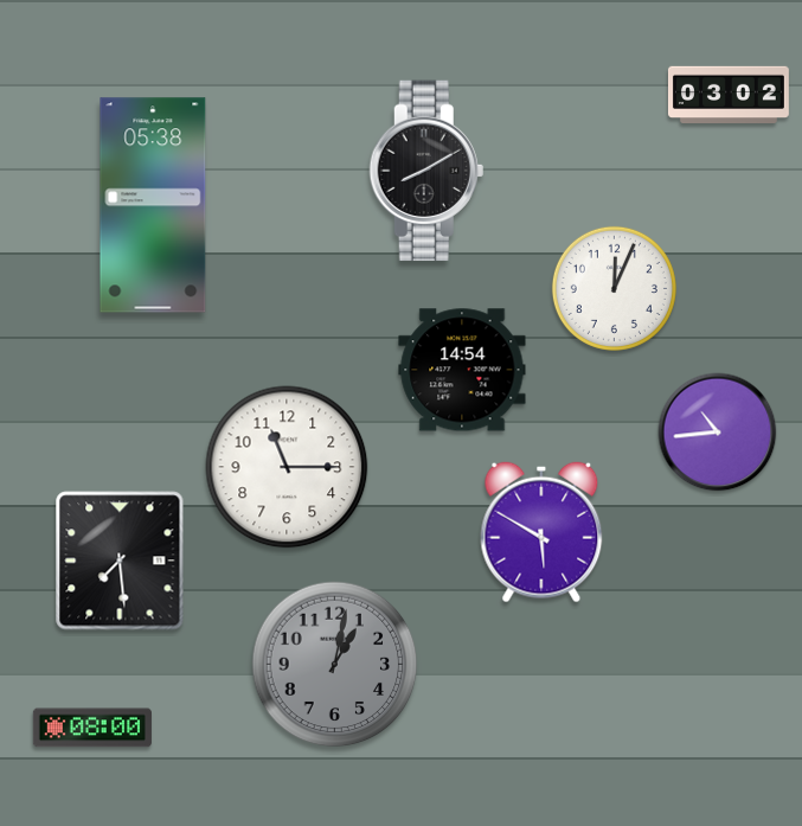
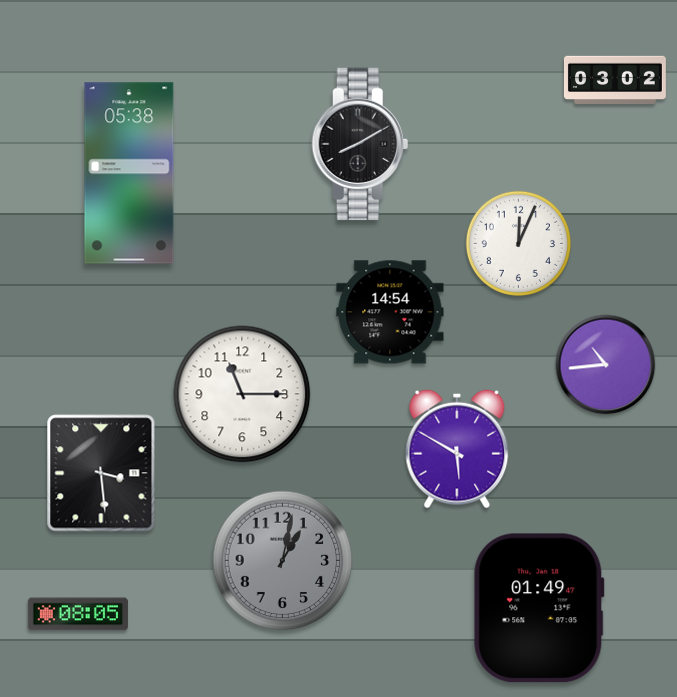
clock at (120, 561): 7:29 -> 3:29
clock at (539, 608): none -> 01:49
clock at (92, 728): 08:00 -> 08:05
